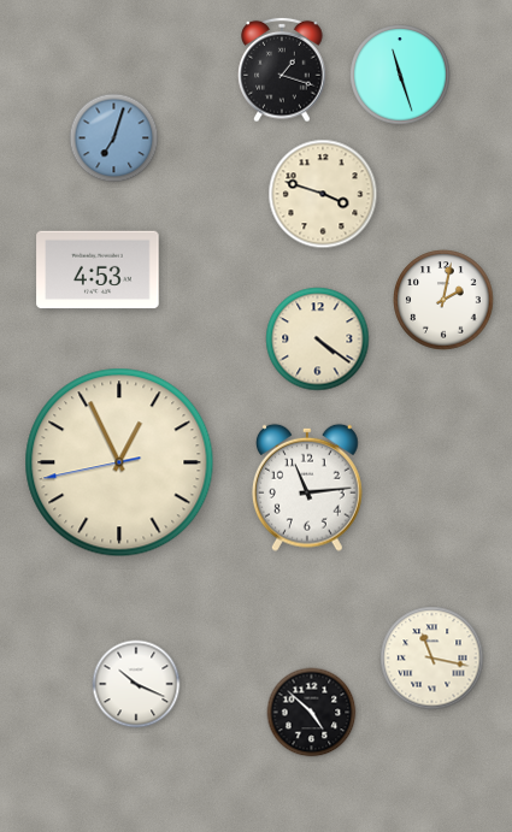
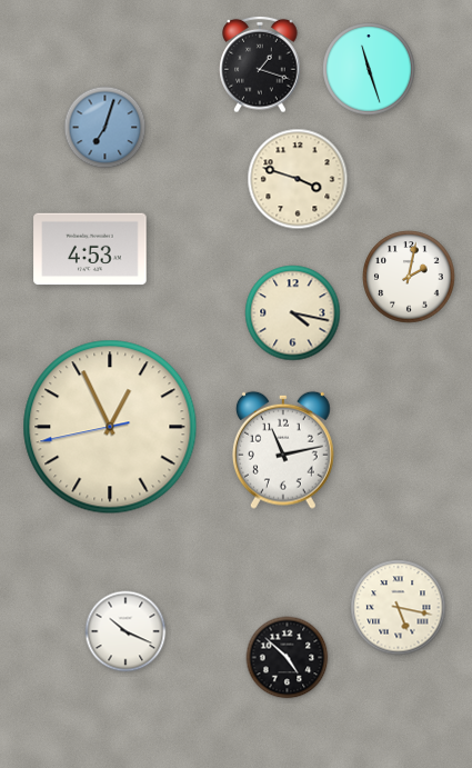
clock at (318, 340): 4:21 -> 4:17
clock at (307, 488): 11:14 -> 11:13
clock at (432, 659): 11:17 -> 5:17
